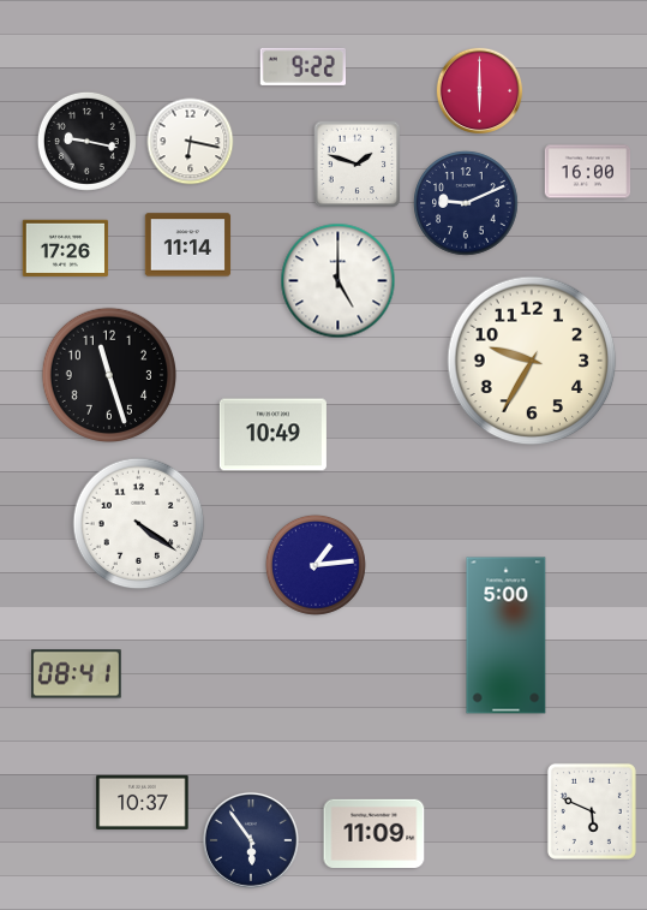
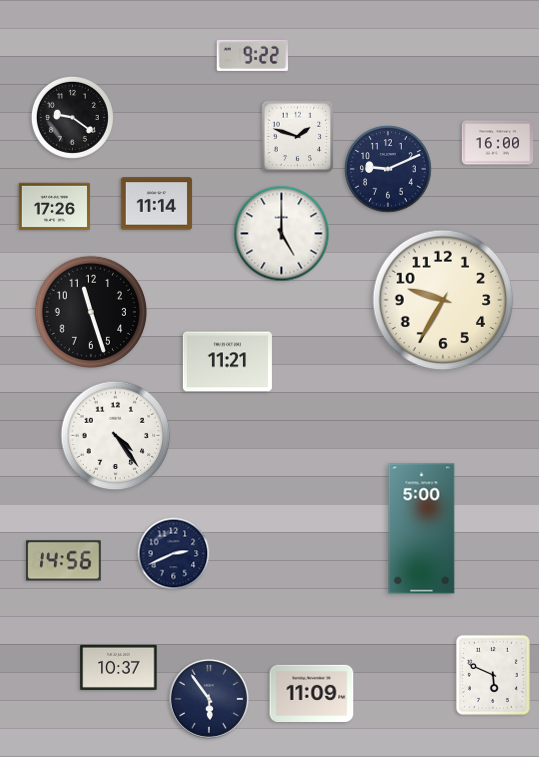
clock at (480, 91): 6:00 -> none
clock at (86, 141): 9:17 -> 9:21
clock at (191, 142): 6:17 -> none
clock at (588, 172) position: (588, 172) -> (498, 143)
clock at (272, 435): 10:49 -> 11:21
clock at (139, 524): 4:21 -> 4:24
clock at (316, 565): 1:14 -> none
clock at (174, 554): none -> 2:41
clock at (77, 674): 08:41 -> 14:56
